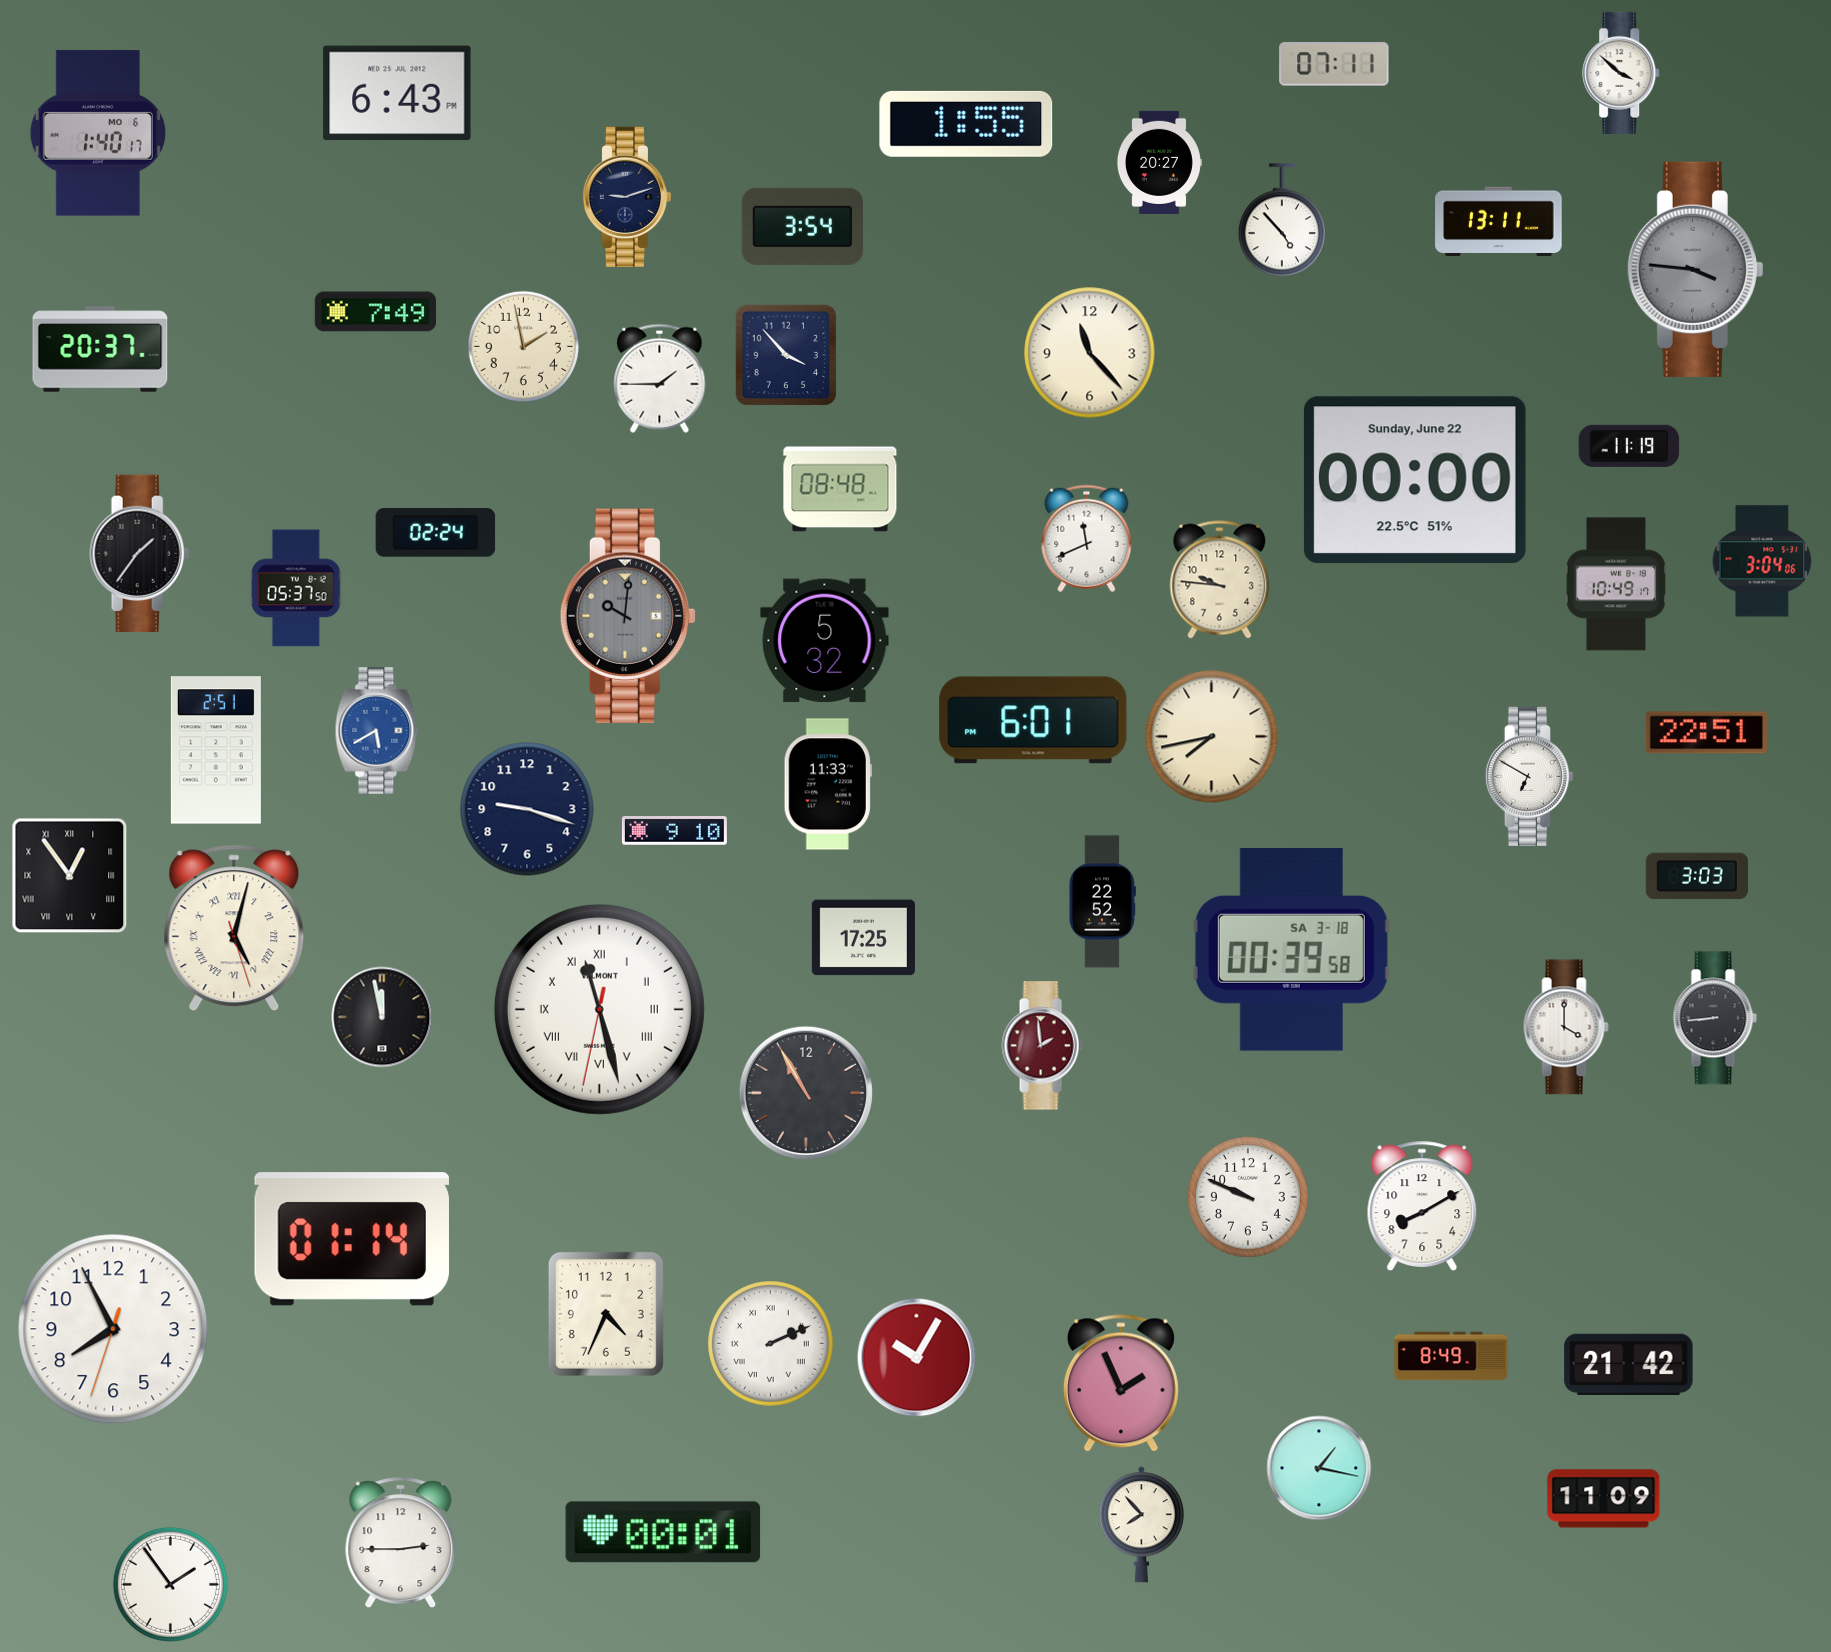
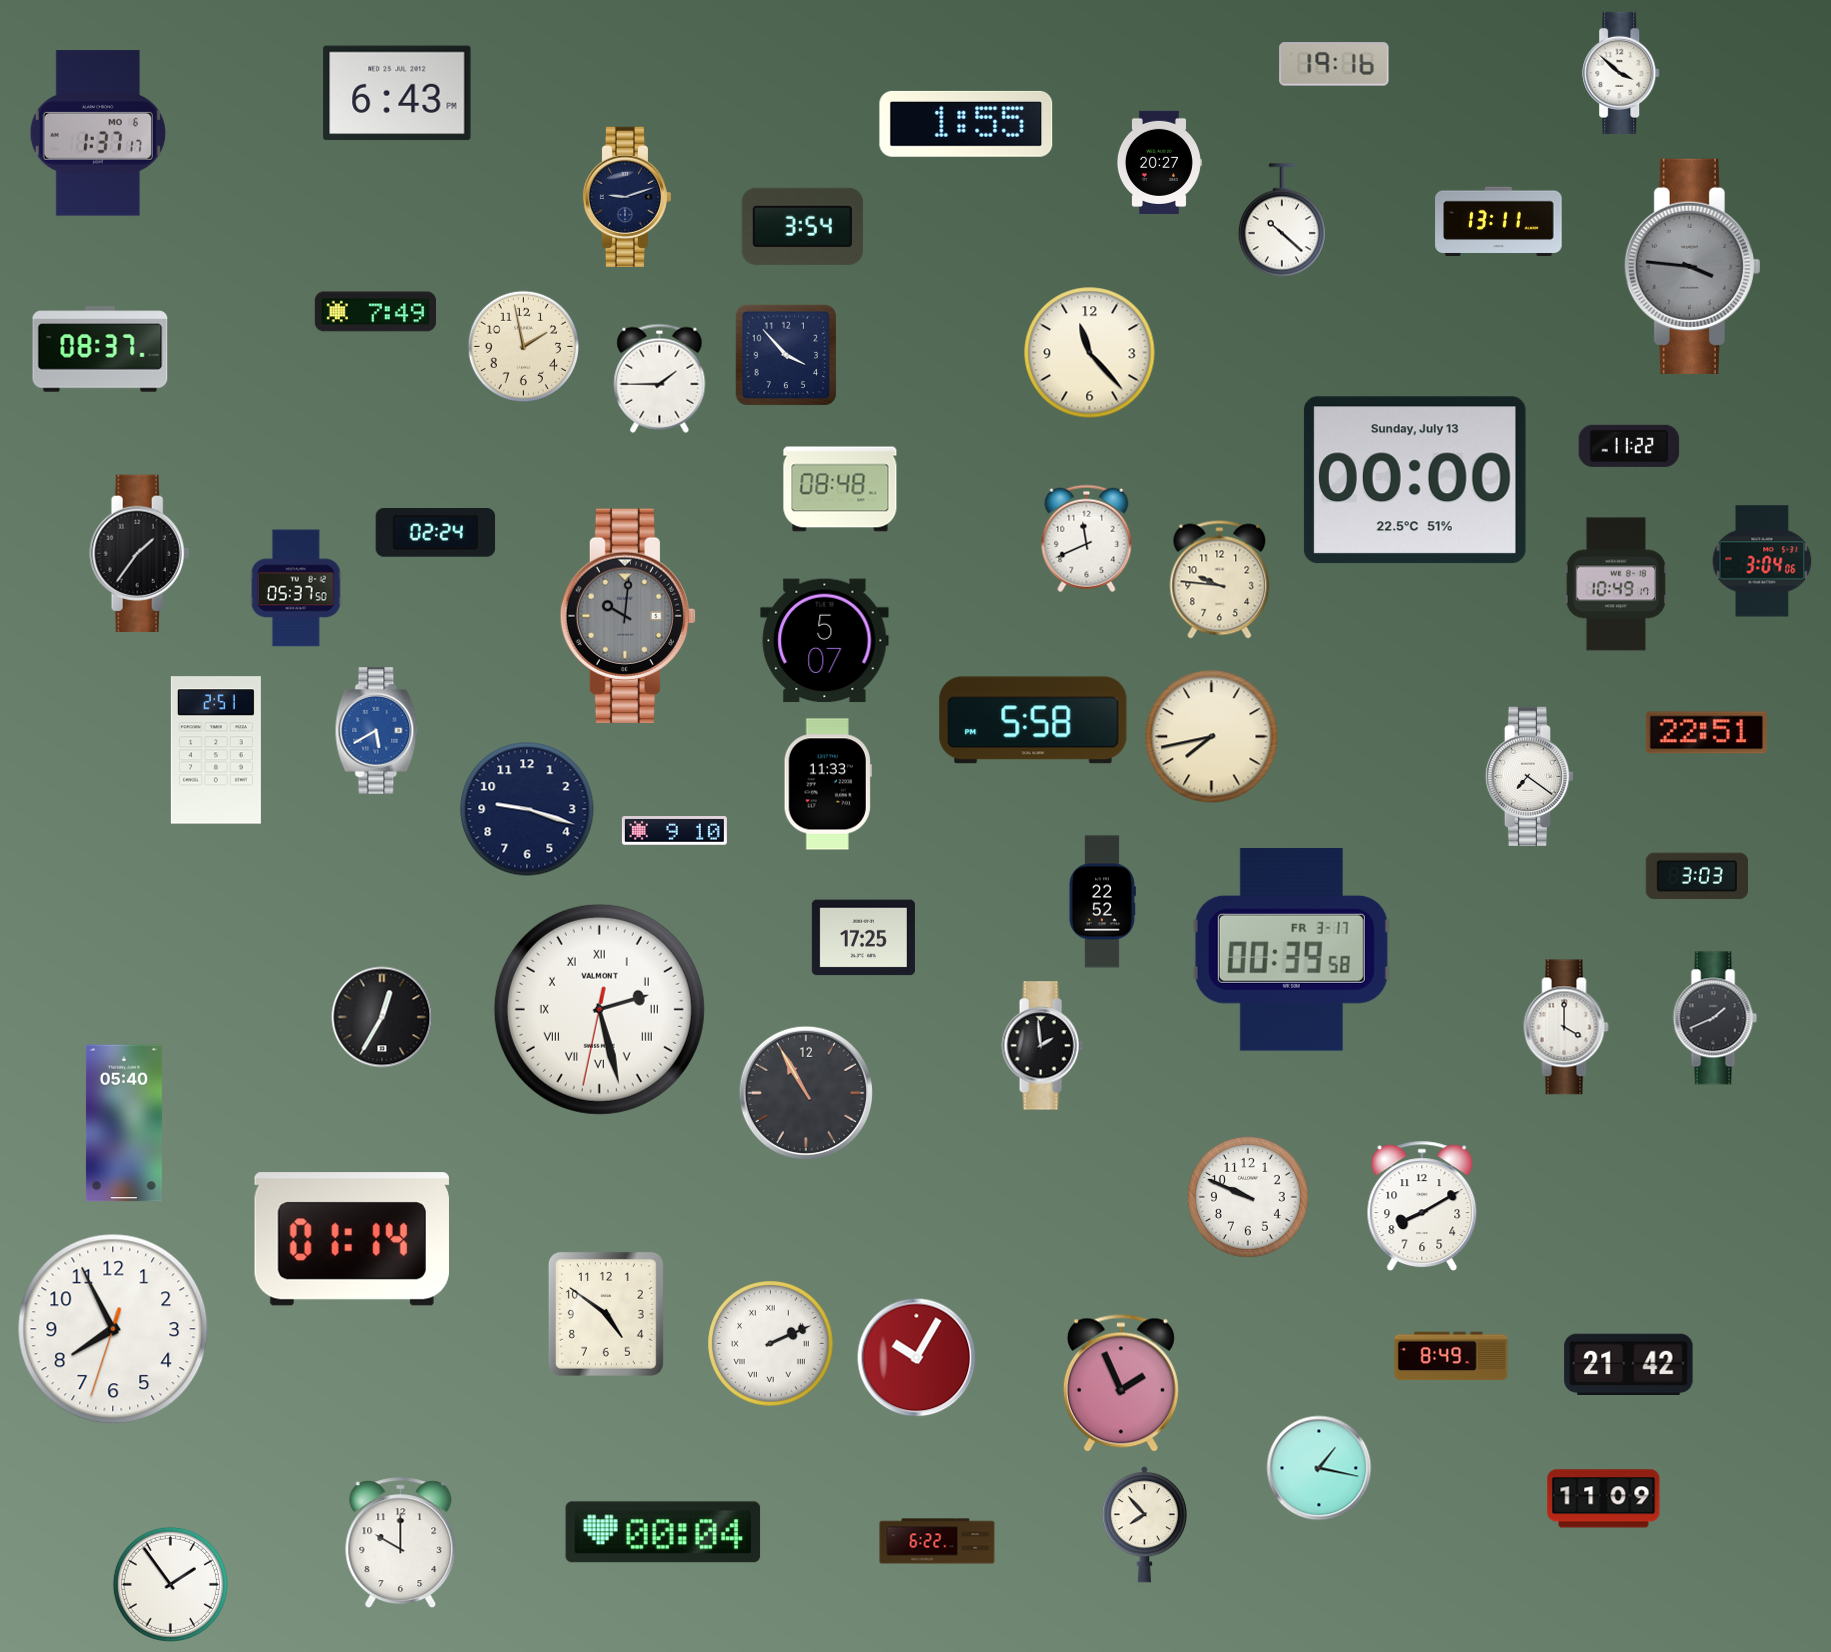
clock at (1334, 64): 07:11 -> 19:16
clock at (98, 133): 1:40 -> 1:37
clock at (1282, 220): 4:53 -> 10:22
clock at (1695, 269) position: (1695, 269) -> (1692, 266)
clock at (100, 349): 20:37 -> 08:37
clock at (1629, 446): 11:19 -> 11:22
clock at (1415, 480) date: Sunday, June 22 -> Sunday, July 13
clock at (825, 641): 5:32 -> 5:07
clock at (1033, 720): 6:01 -> 5:58
clock at (1530, 776): 6:50 -> 7:21
clock at (70, 876): 12:54 -> none
clock at (234, 928): 5:02 -> none
clock at (1291, 949) date: SA 3-18 -> FR 3-17
clock at (599, 1009): 11:27 -> 2:27
clock at (382, 1017): 11:58 -> 12:35
clock at (1715, 1018): 8:44 -> 1:41
clock at (1042, 1046) dial: burgundy -> black
clock at (124, 1123): none -> 05:40
clock at (606, 1314): 4:34 -> 4:51
clock at (1141, 1525) position: (1141, 1525) -> (1144, 1525)
clock at (663, 1532): 00:01 -> 00:04
clock at (937, 1541): none -> 6:22
clock at (401, 1543): 2:45 -> 10:00
